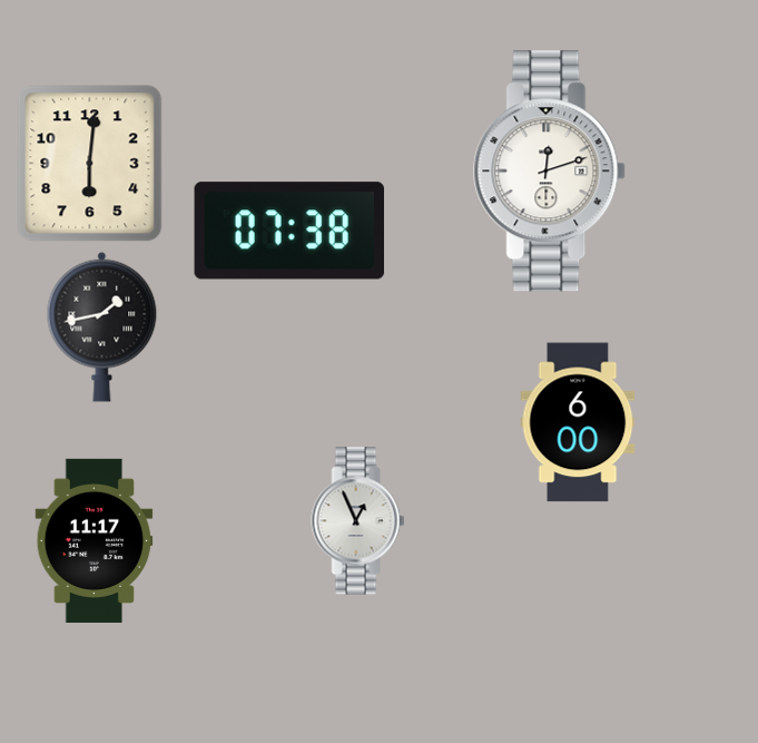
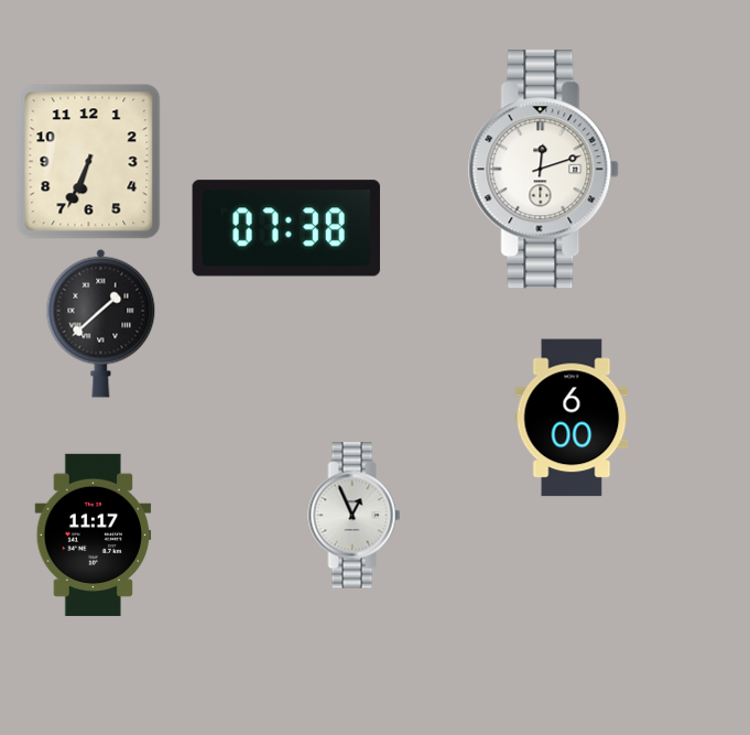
clock at (90, 164): 6:01 -> 6:34
clock at (102, 326): 1:43 -> 1:38
